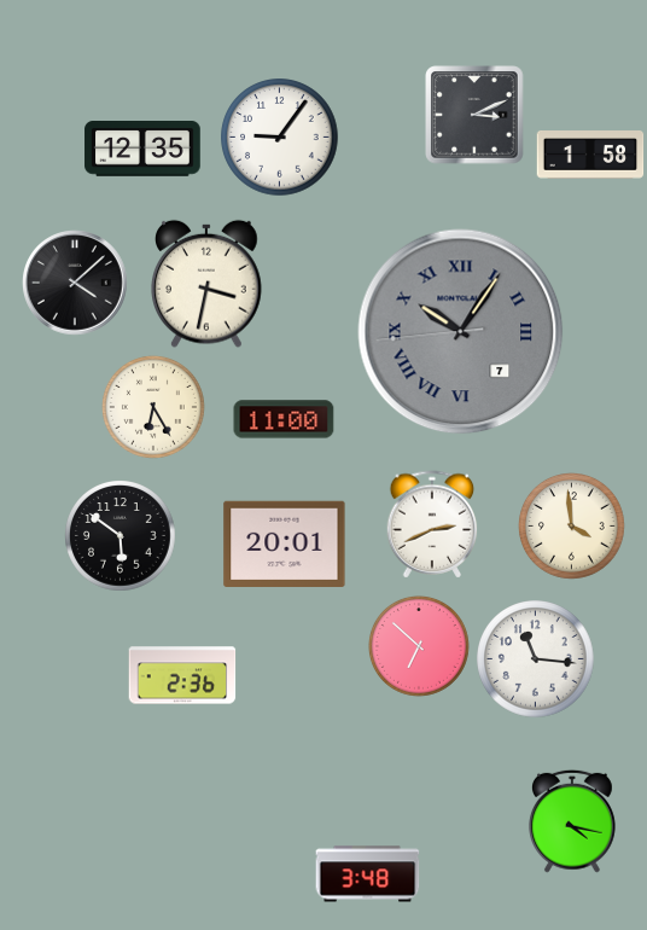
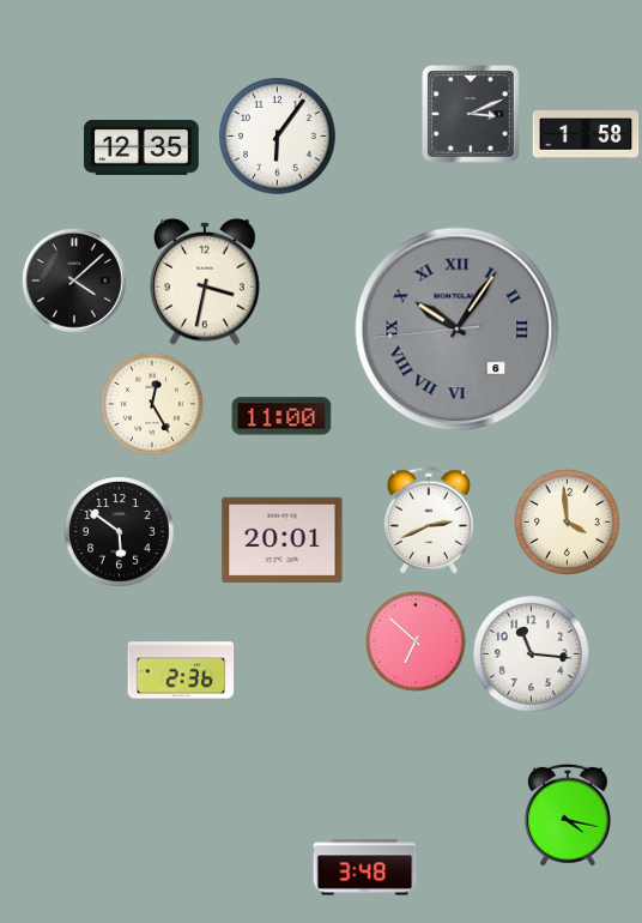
clock at (280, 138): 9:06 -> 6:06
clock at (590, 156) position: (590, 156) -> (586, 135)
clock at (461, 332) date: 7 -> 6
clock at (153, 407): 6:25 -> 12:25
